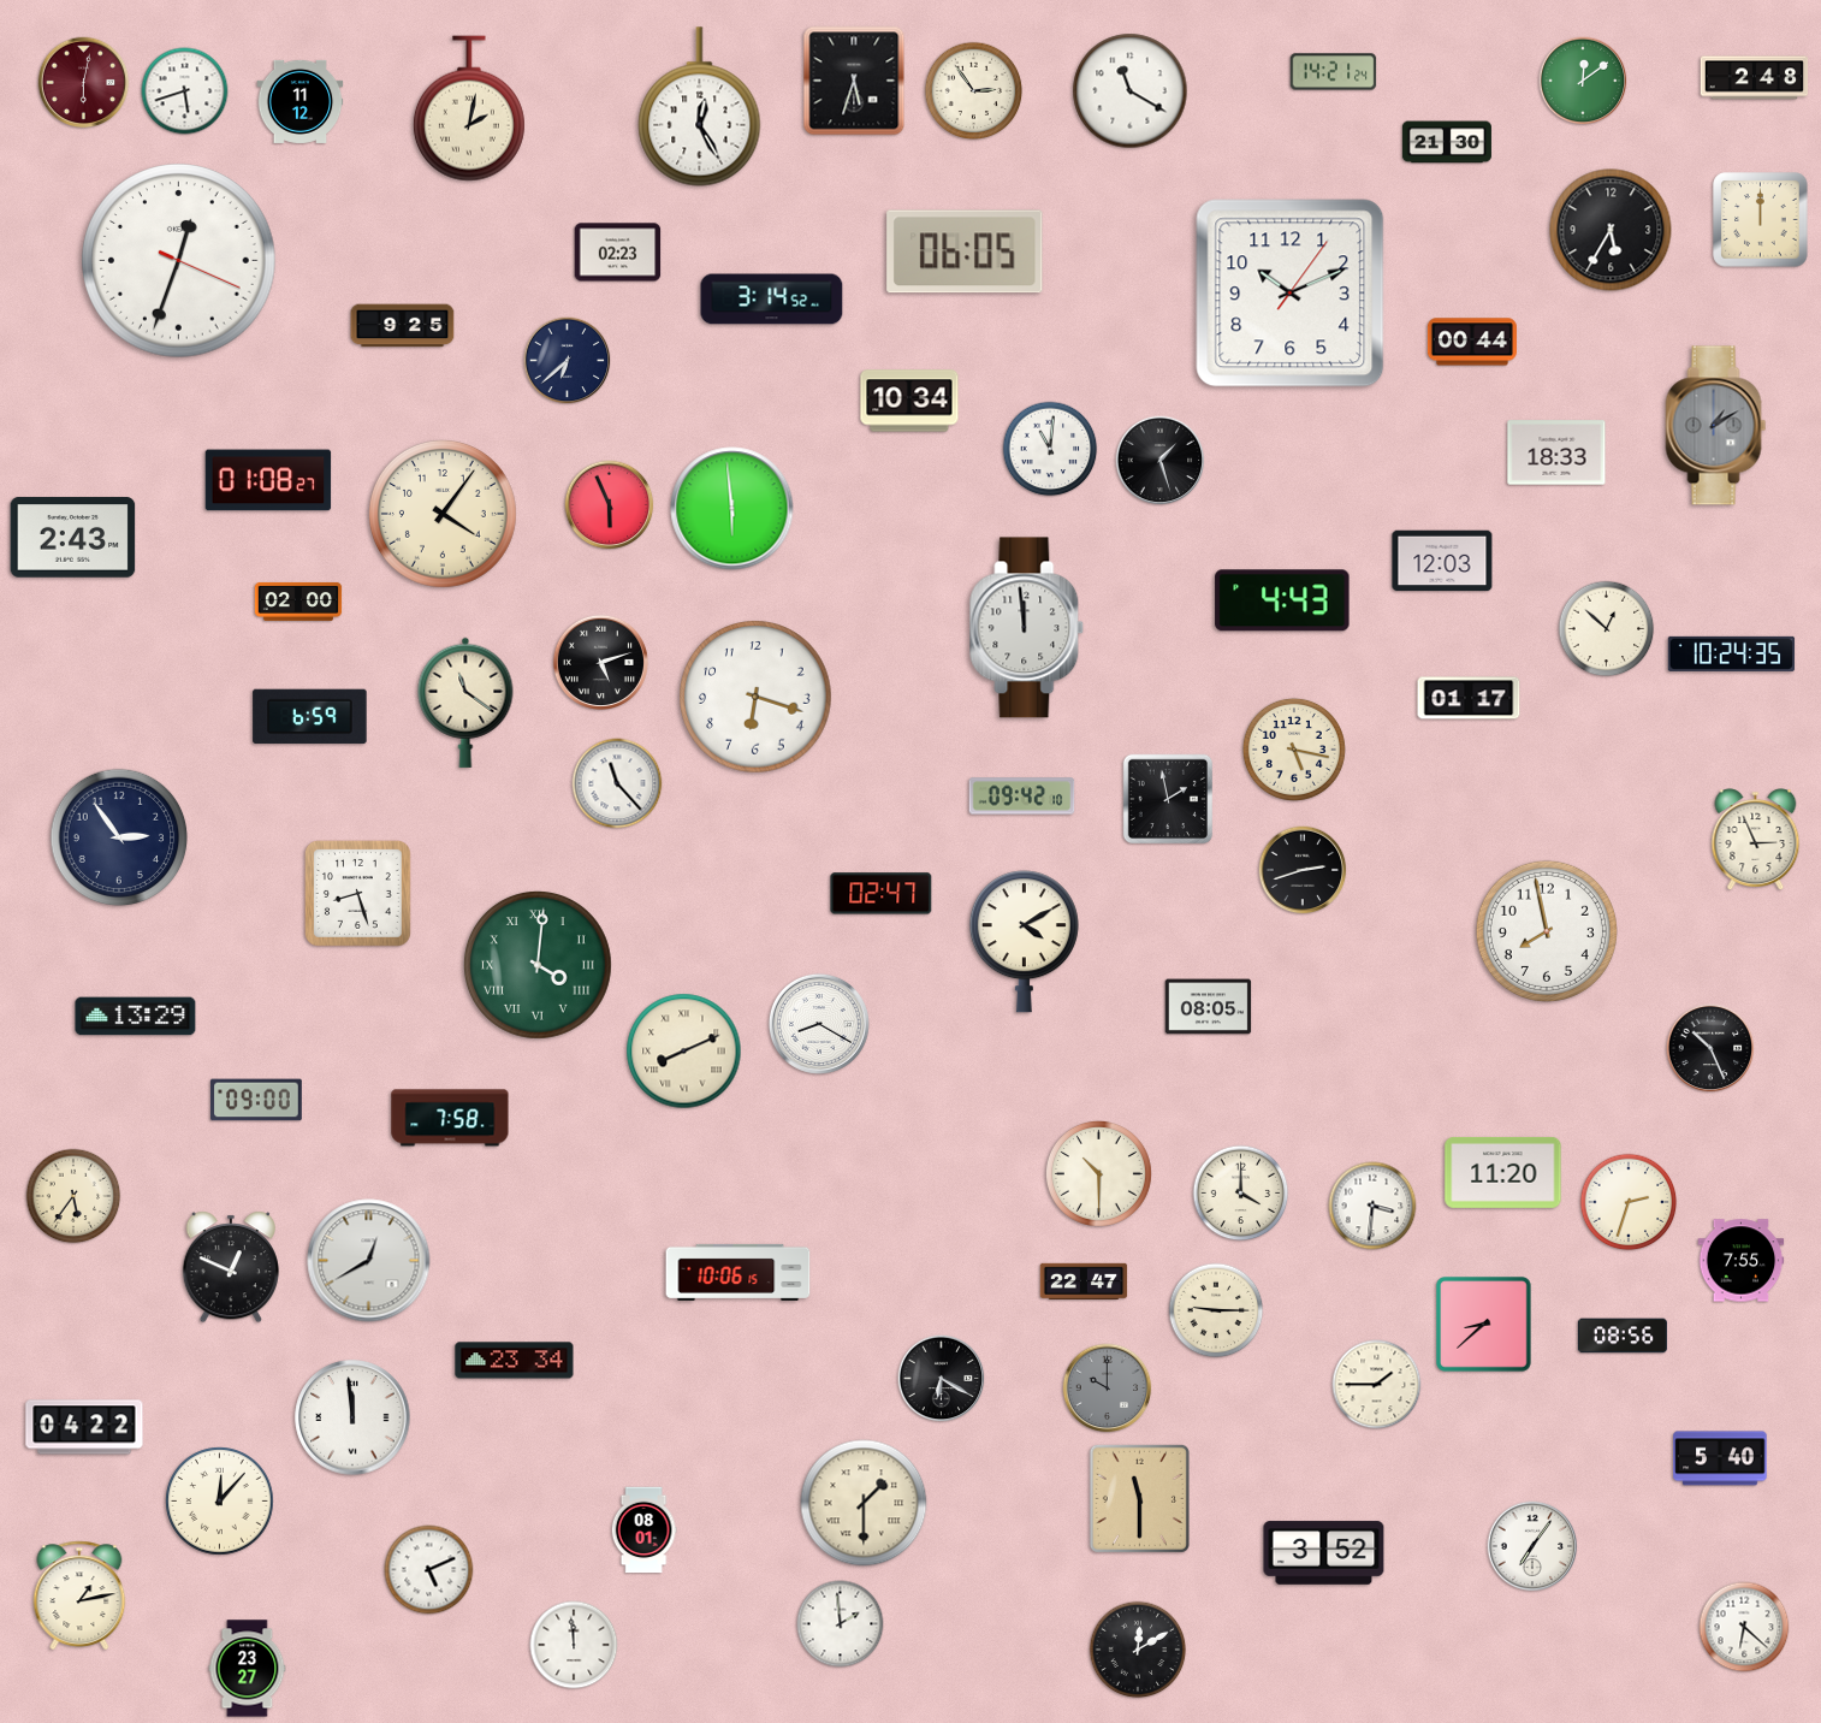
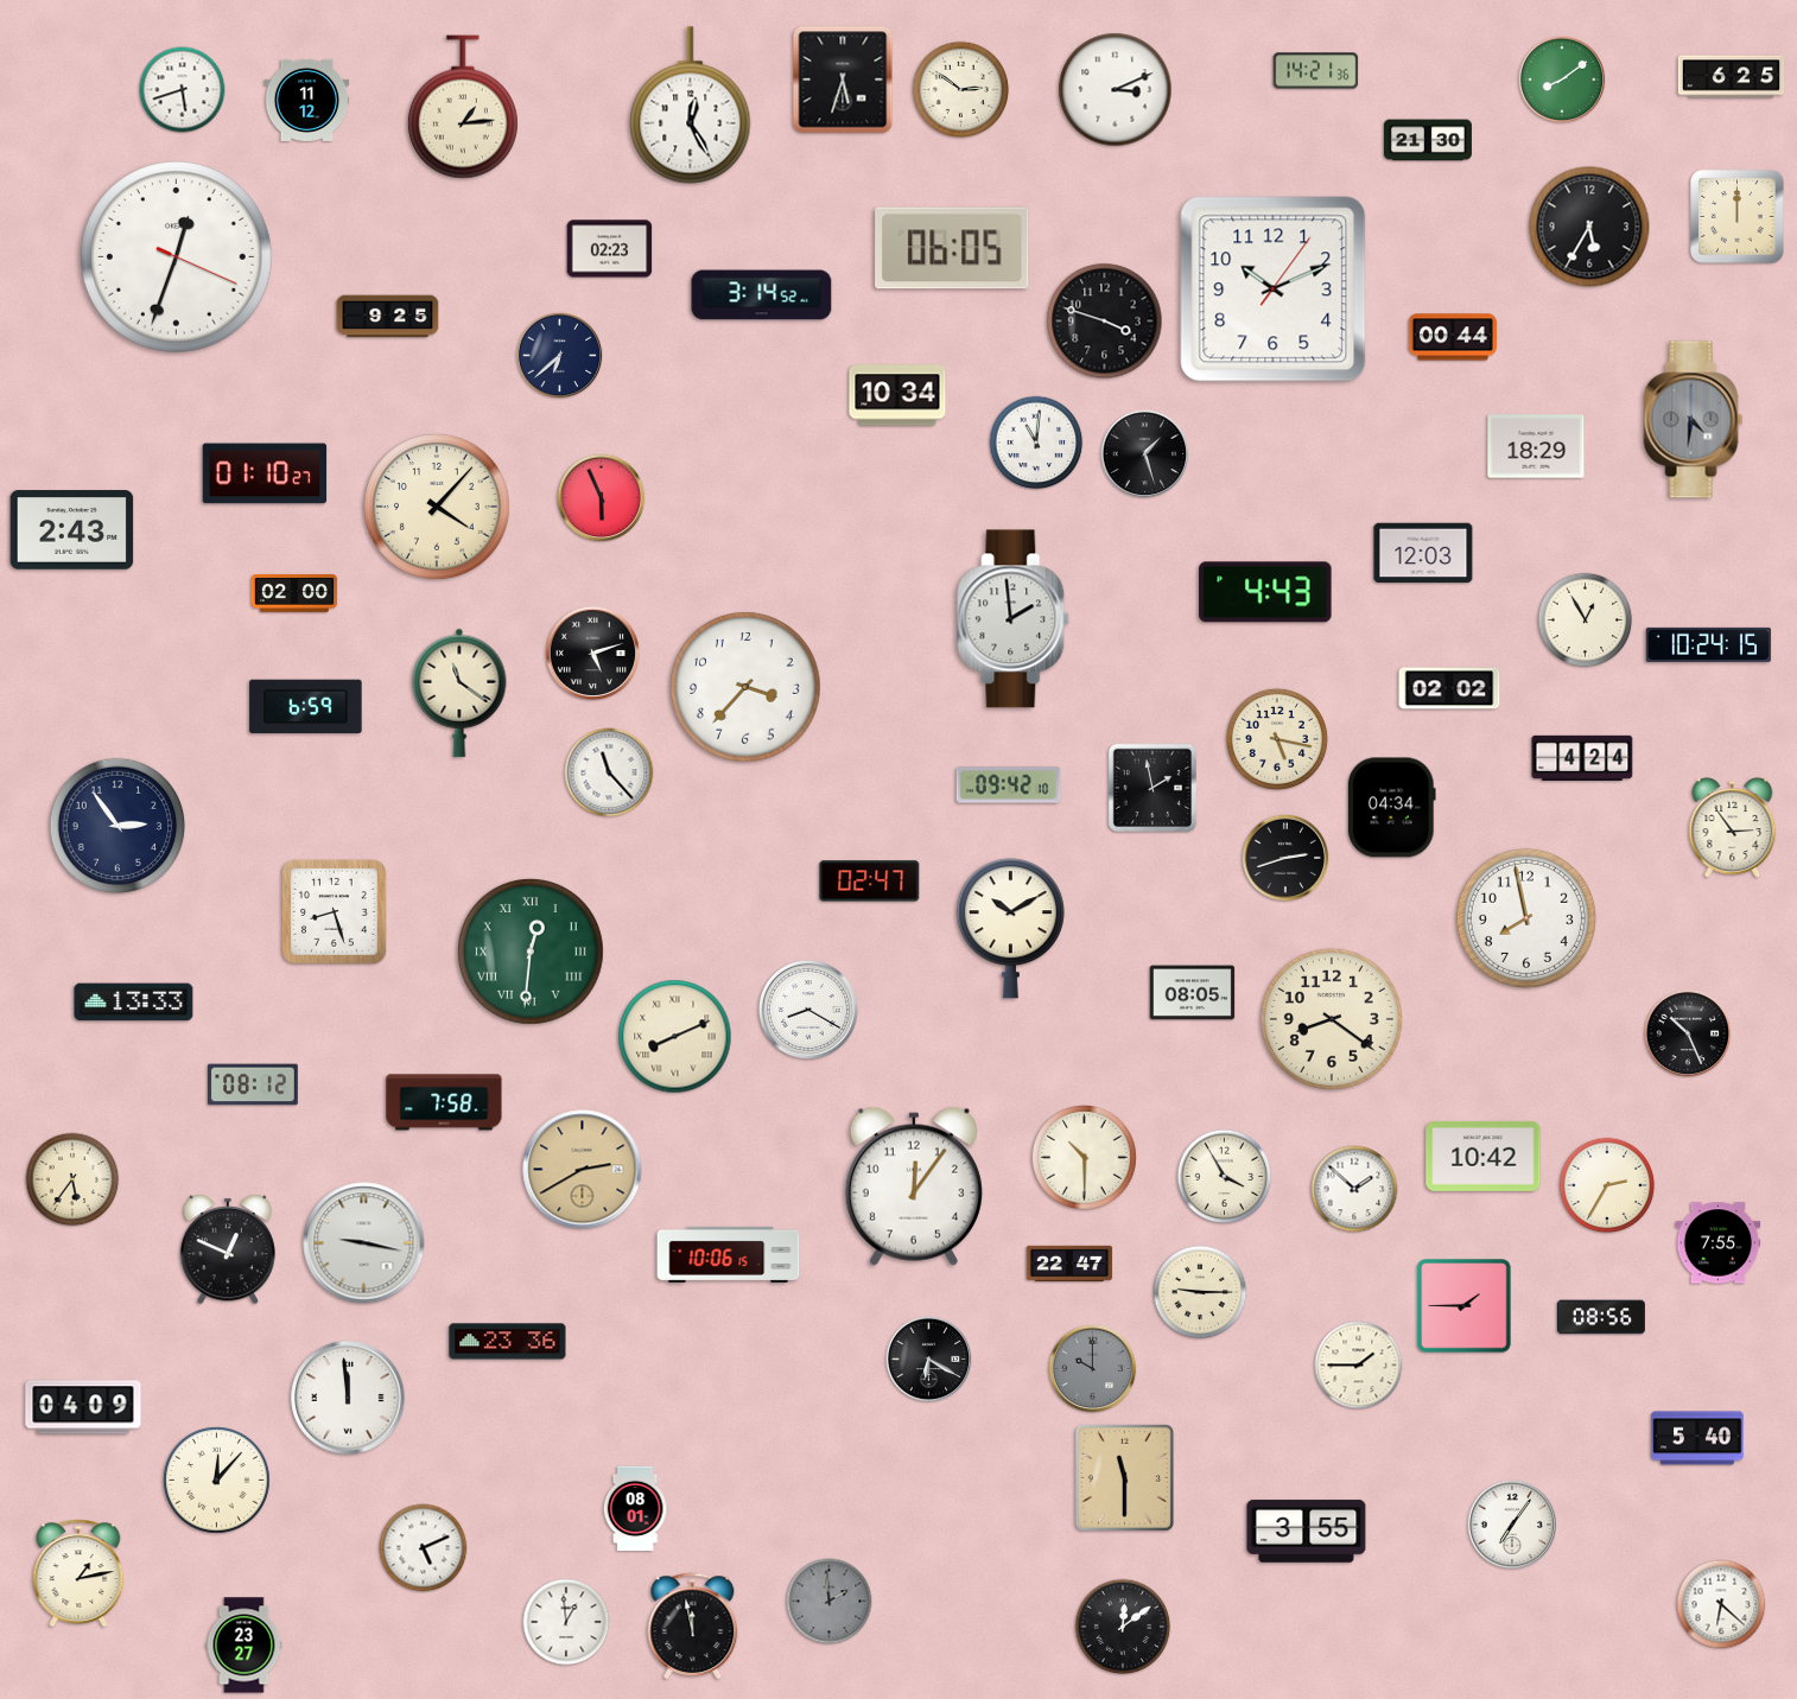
clock at (1334, 72): 14:21:24 -> 14:21:36
clock at (1755, 78): 2:48 -> 6:25
clock at (1583, 81): 12:09 -> 8:09
clock at (84, 83): 6:02 -> none
clock at (974, 91): 2:54 -> 2:51
clock at (1131, 91): 11:20 -> 3:11
clock at (301, 101) position: (301, 101) -> (307, 100)
clock at (469, 108): 2:02 -> 1:14
clock at (403, 326) position: (403, 326) -> (388, 317)
clock at (1105, 322): none -> 3:48
clock at (1716, 426): 1:10 -> 4:31
clock at (1556, 452): 18:33 -> 18:29
clock at (268, 480): 01:08 -> 01:10
clock at (732, 509): 5:59 -> none
clock at (443, 514): 4:06 -> 4:07
clock at (1027, 628): 11:59 -> 1:59
clock at (1607, 629): 12:52 -> 12:55
clock at (1732, 653): 10:24:35 -> 10:24:15
clock at (755, 697): 6:18 -> 3:37
clock at (1469, 698): 01:17 -> 02:02
clock at (1582, 757): none -> 4:24
clock at (1391, 808): none -> 04:34
clock at (1756, 840): 2:56 -> 2:54
clock at (357, 894) position: (357, 894) -> (334, 912)
clock at (1024, 942): 4:10 -> 10:10
clock at (538, 965): 4:01 -> 12:31
clock at (136, 1017): 13:29 -> 13:33
clock at (1332, 1019): none -> 8:21
clock at (257, 1100): 09:00 -> 08:12
clock at (1503, 1172): 11:20 -> 10:42
clock at (583, 1170): none -> 2:40
clock at (1241, 1194): 4:00 -> 3:55
clock at (1629, 1202): 2:33 -> 2:35
clock at (914, 1186): none -> 12:06
clock at (1372, 1206): 3:31 -> 1:52
clock at (369, 1261): 12:40 -> 9:17
clock at (1484, 1325): 8:38 -> 1:45
clock at (515, 1361): 23:34 -> 23:36
clock at (84, 1427): 04:22 -> 04:09
clock at (864, 1503): 1:30 -> none
clock at (1324, 1553): 3:52 -> 3:55
clock at (841, 1624) dial: white -> grey
clock at (574, 1645): 11:59 -> 12:59
clock at (693, 1625): none -> 11:58
clock at (1138, 1650): 12:10 -> 12:09
